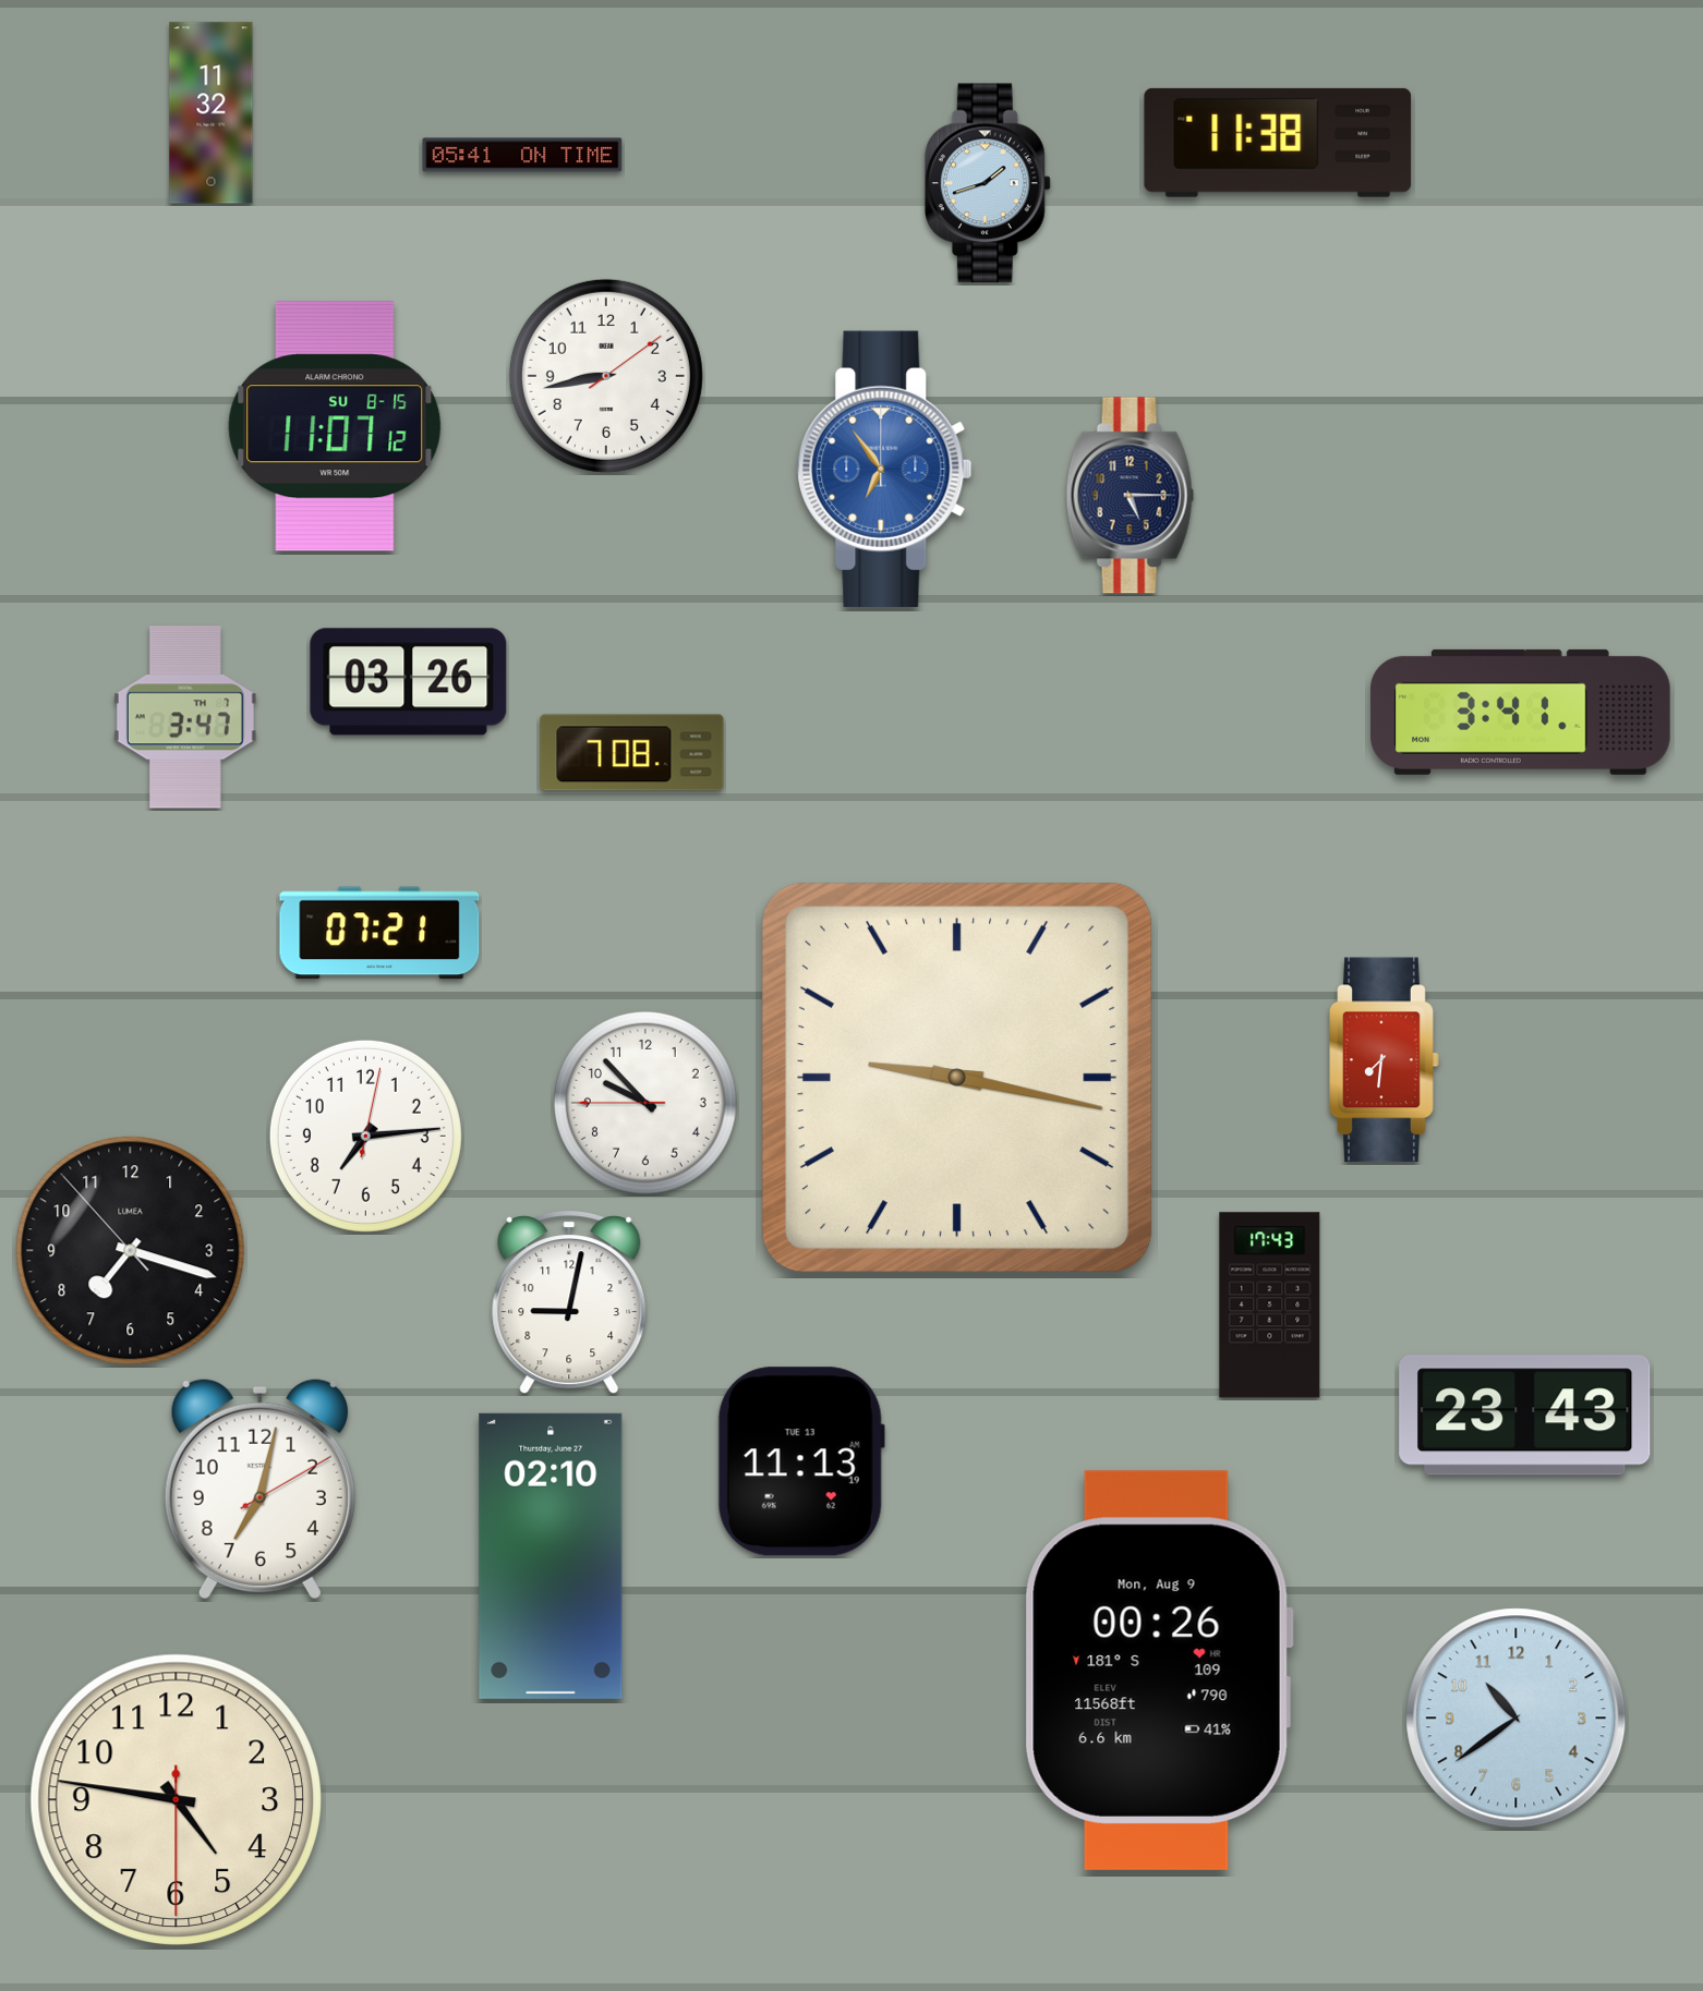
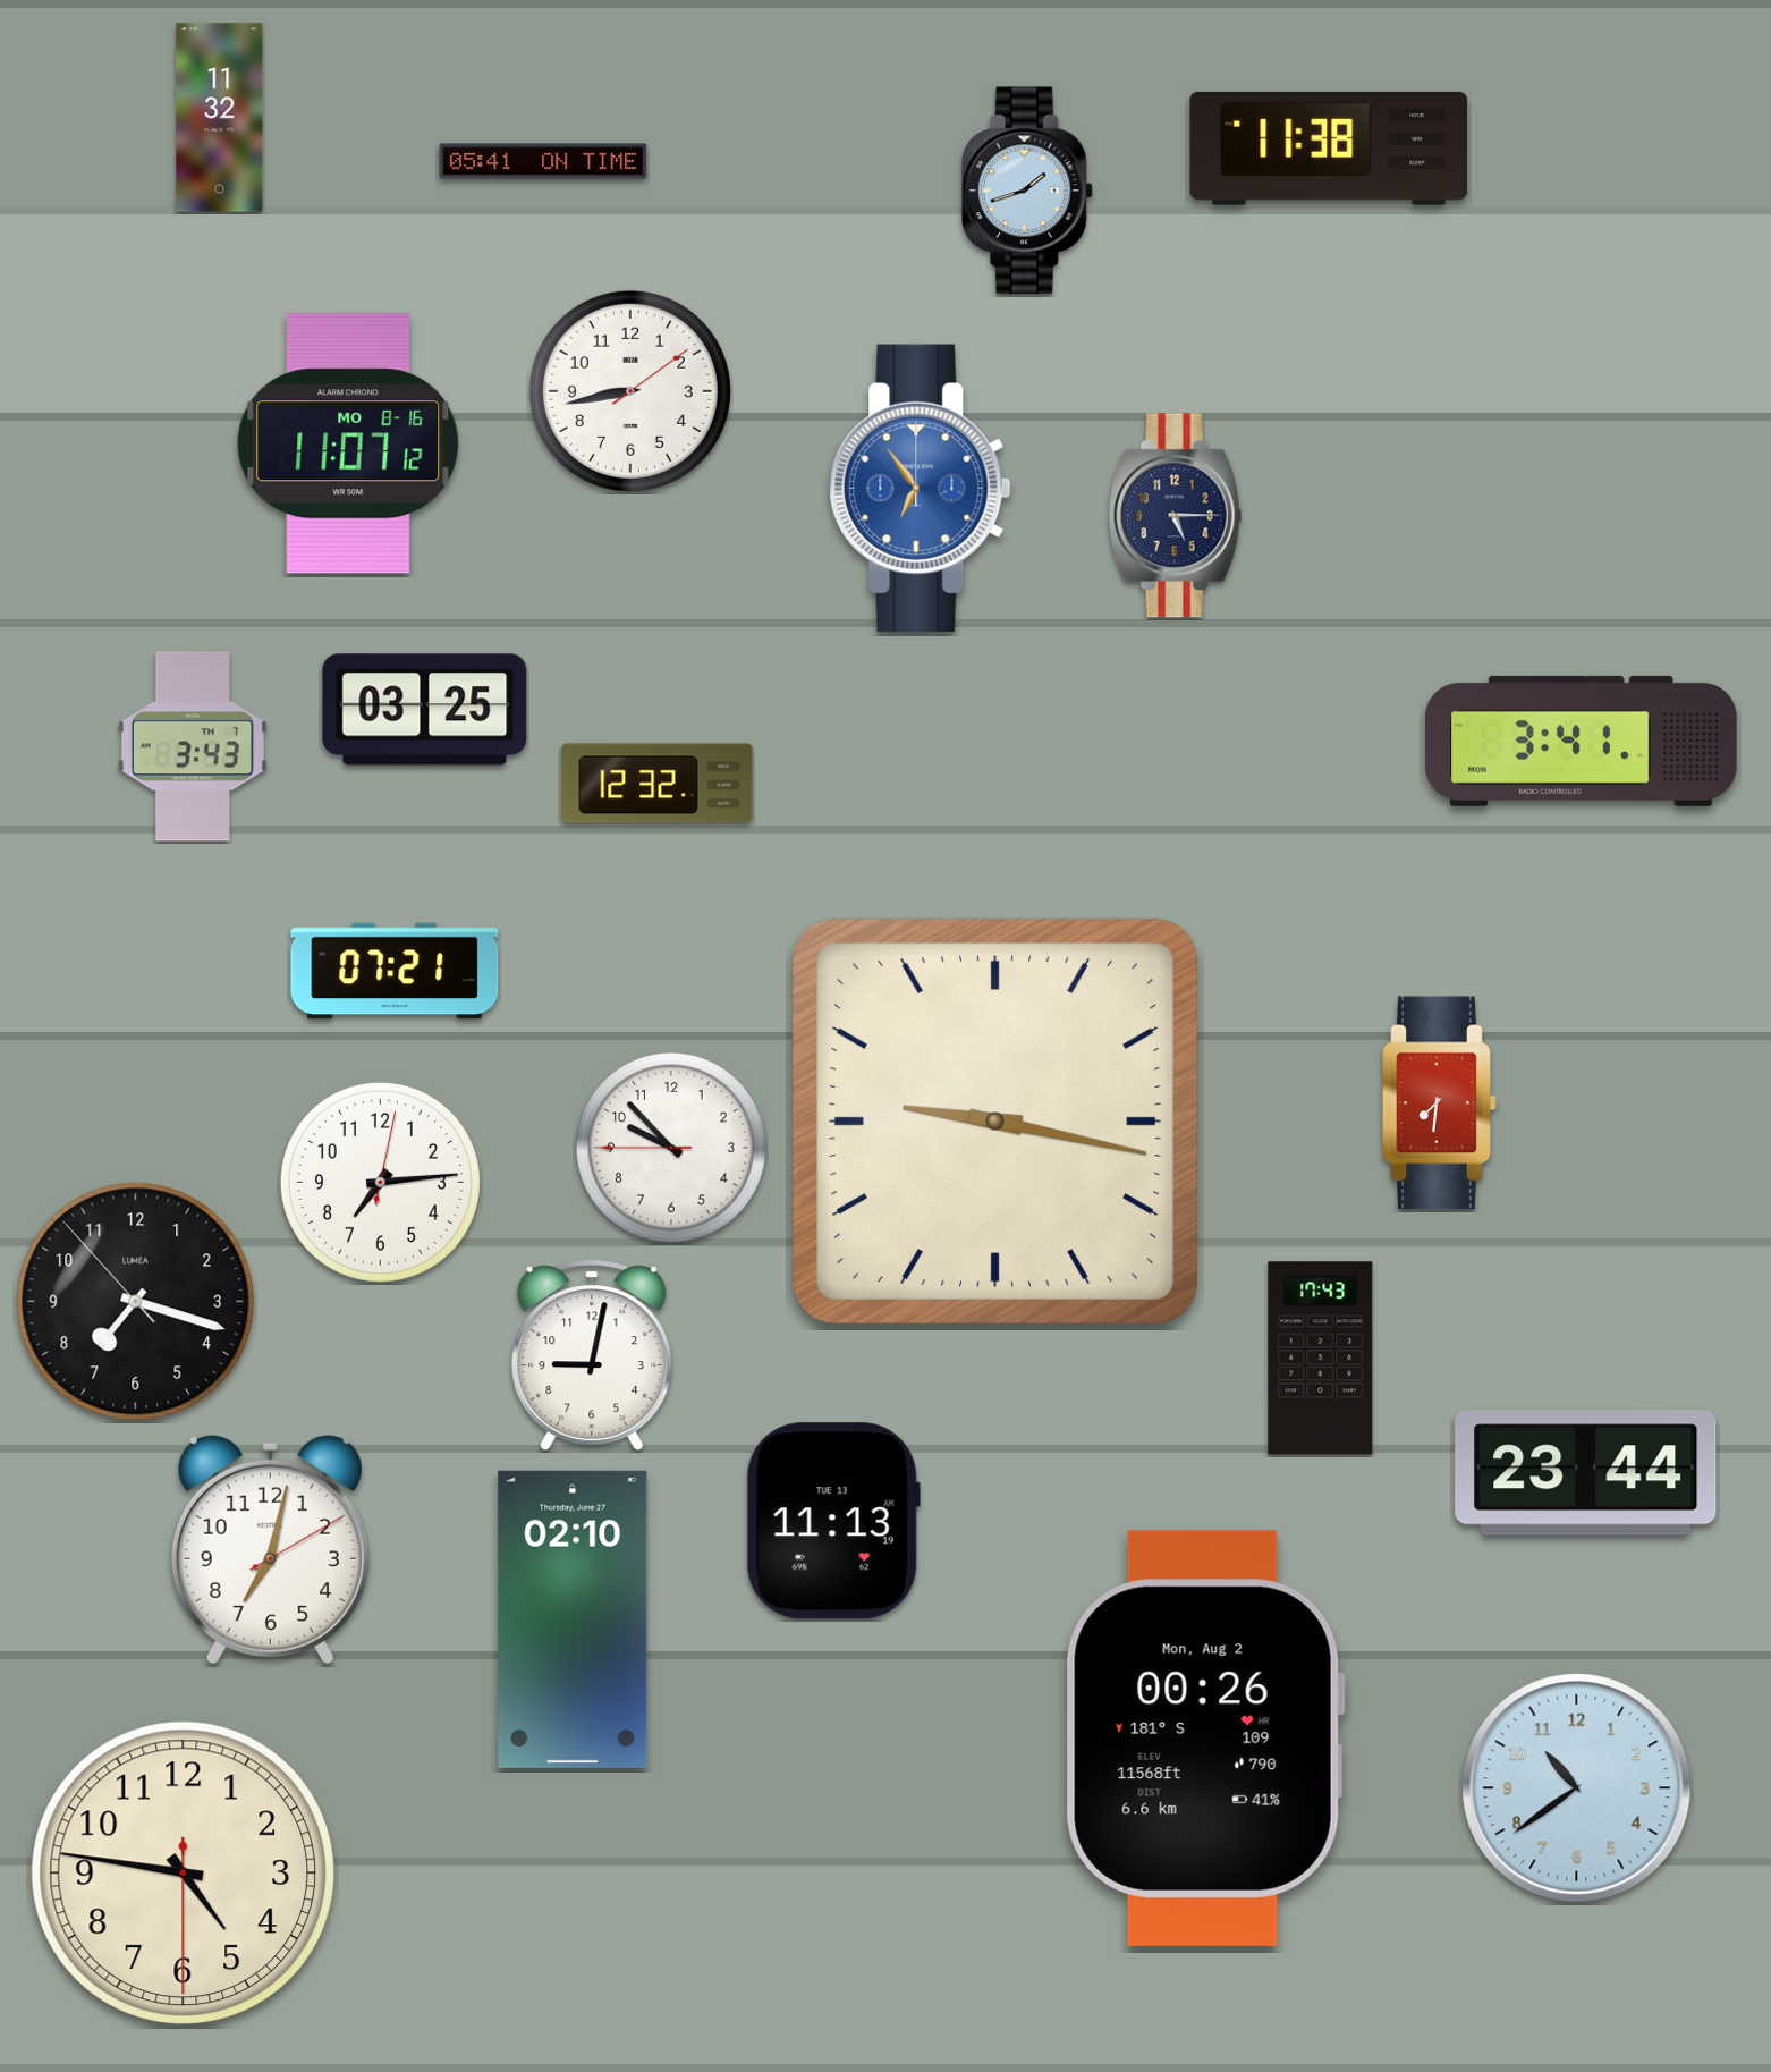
clock at (335, 426) date: SU 8-15 -> MO 8-16
clock at (409, 682): 03:26 -> 03:25
clock at (185, 717): 3:47 -> 3:43
clock at (632, 753): 7:08 -> 12:32
clock at (1525, 1416): 23:43 -> 23:44
clock at (1159, 1671) date: Mon, Aug 9 -> Mon, Aug 2
